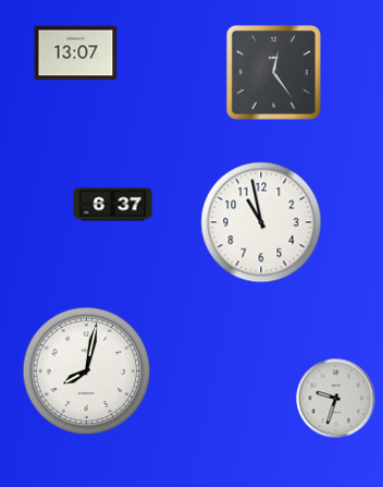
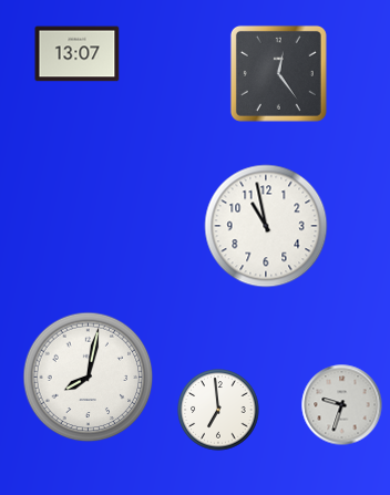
clock at (113, 205): 6:37 -> none
clock at (218, 410): none -> 6:59
